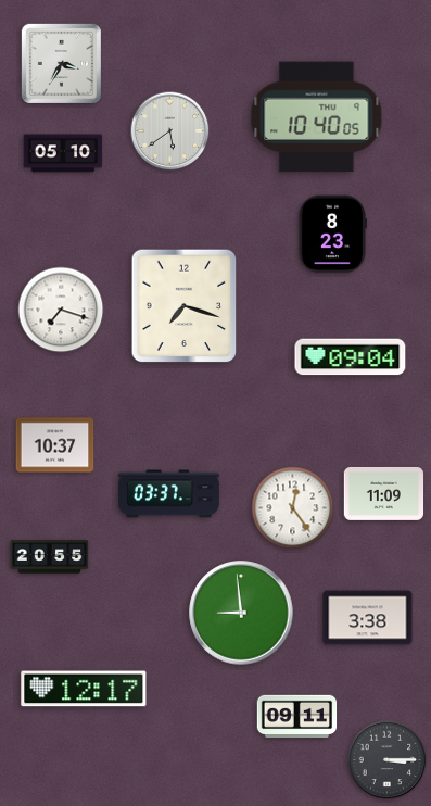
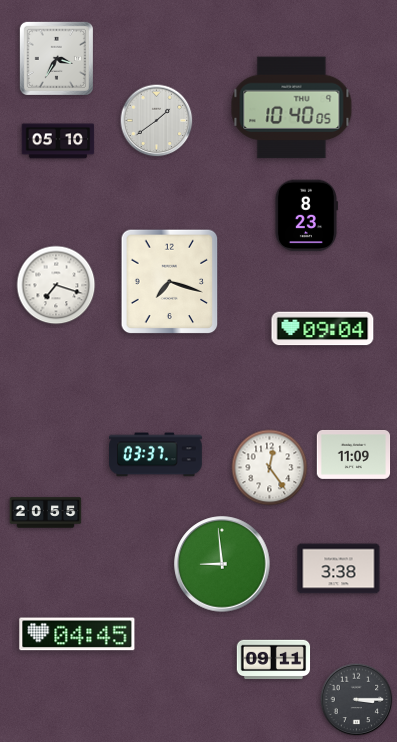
clock at (170, 131): 5:39 -> 1:39
clock at (55, 445): 10:37 -> none
clock at (84, 689): 12:17 -> 04:45
